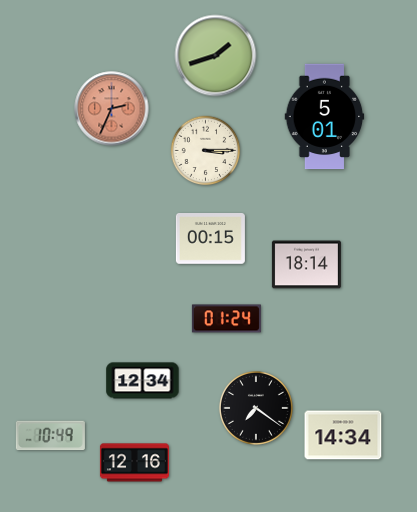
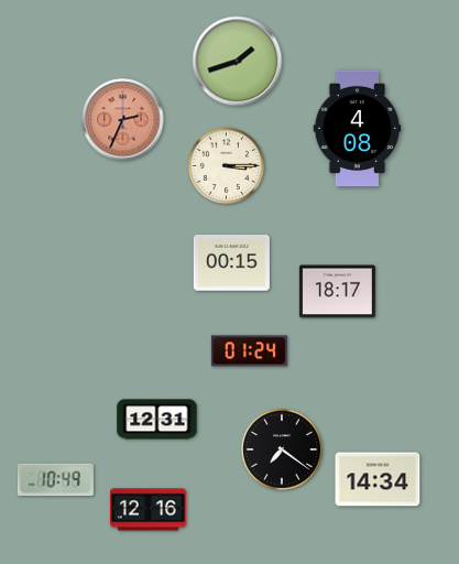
clock at (325, 117): 5:01 -> 4:08
clock at (306, 265): 18:14 -> 18:17
clock at (143, 381): 12:34 -> 12:31
